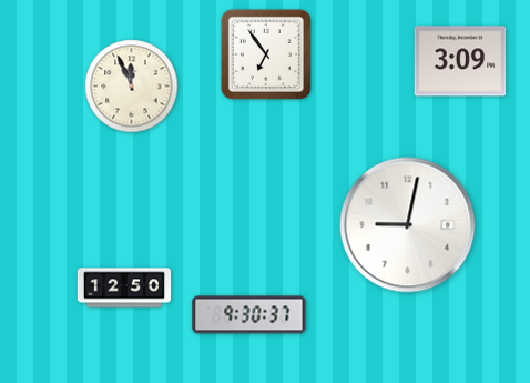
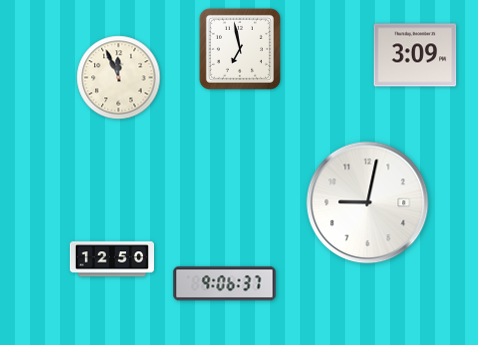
clock at (266, 54): 6:54 -> 6:58
clock at (249, 315): 9:30 -> 9:06
